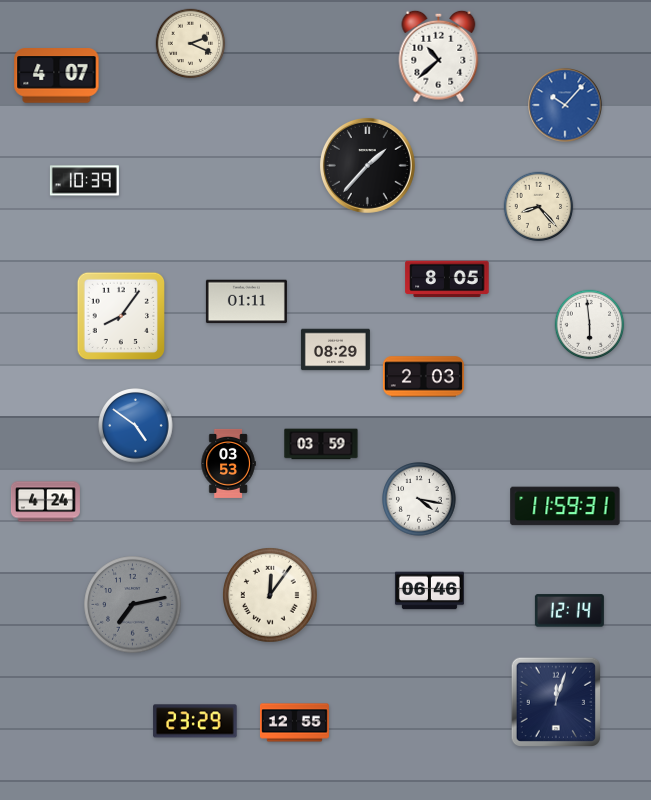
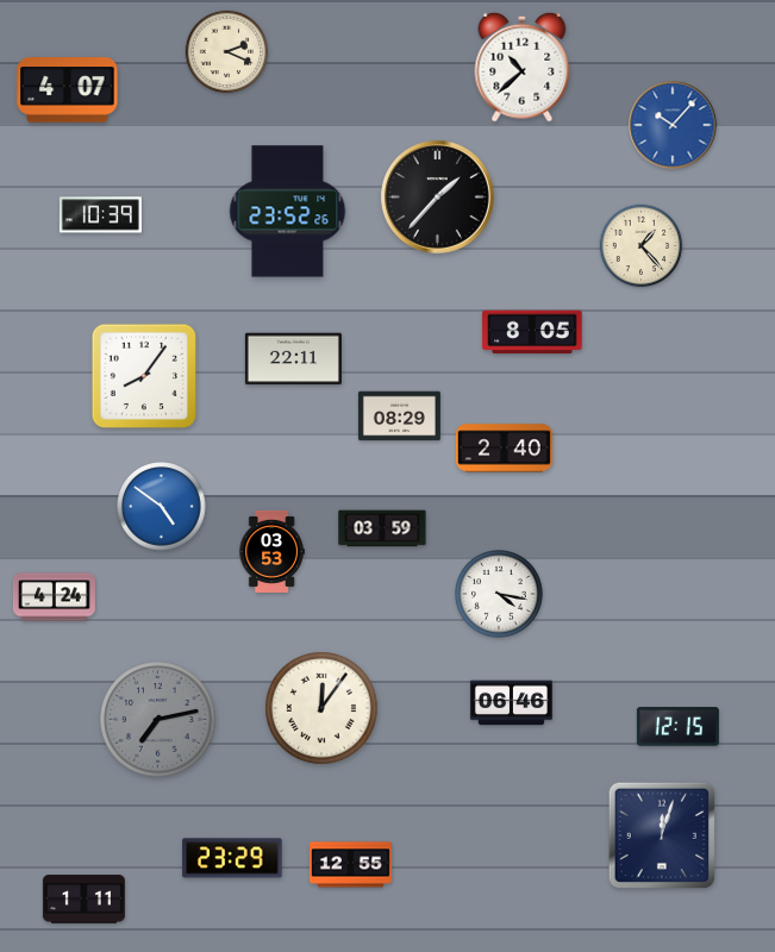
clock at (288, 212): none -> 23:52
clock at (539, 207): 8:23 -> 1:23
clock at (246, 302): 01:11 -> 22:11
clock at (590, 325): 5:59 -> none
clock at (423, 377): 2:03 -> 2:40
clock at (565, 506): 11:59 -> none
clock at (569, 611): 12:14 -> 12:15
clock at (294, 723) position: (294, 723) -> (350, 865)
clock at (83, 900): none -> 1:11
